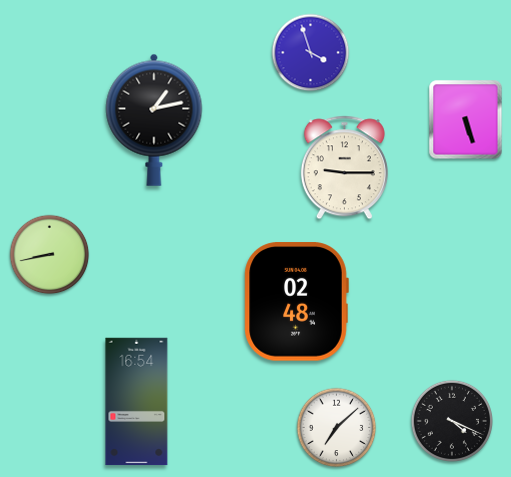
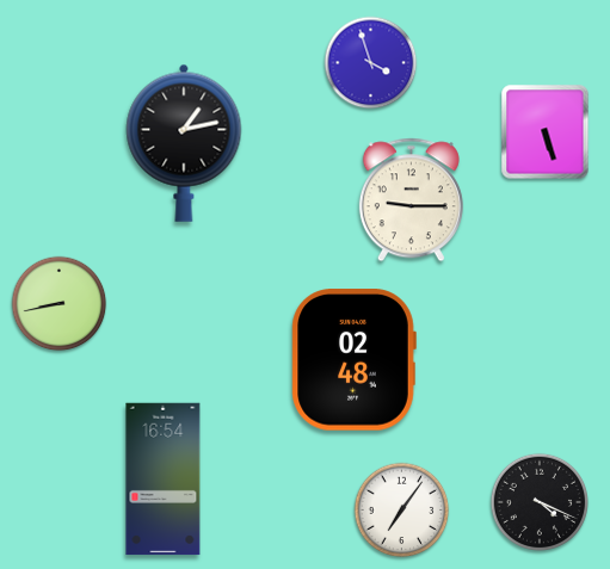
clock at (466, 120) position: (466, 120) -> (546, 132)
clock at (337, 428): 7:08 -> 7:06
